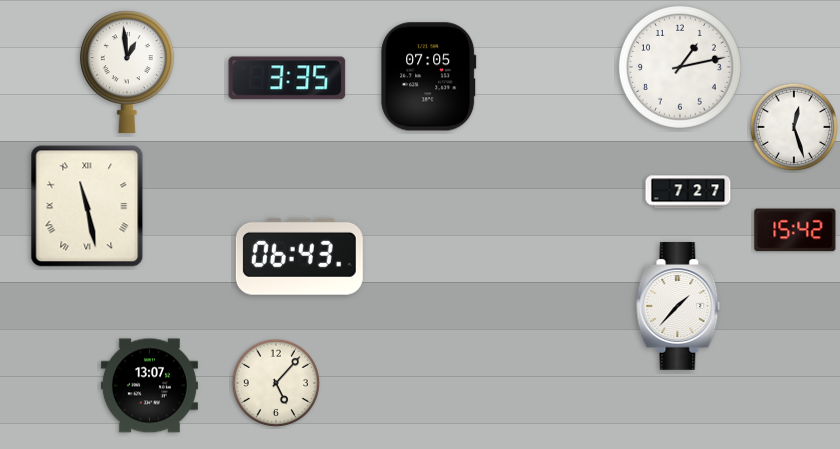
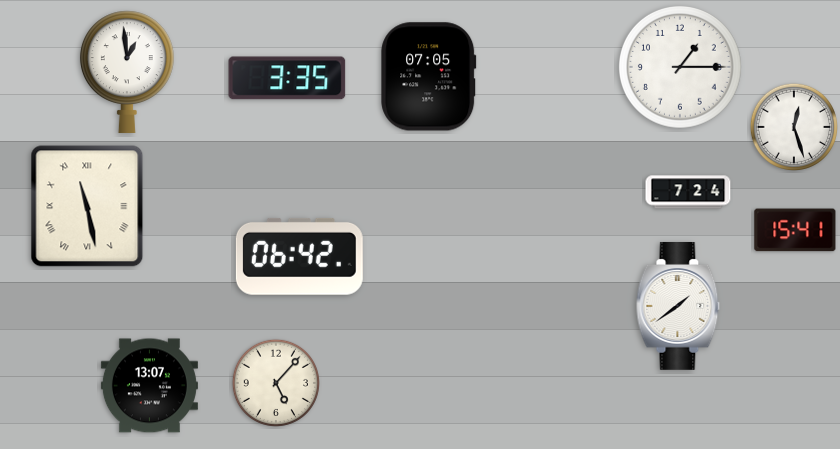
clock at (680, 67): 1:13 -> 1:15
clock at (688, 192): 7:27 -> 7:24
clock at (795, 230): 15:42 -> 15:41
clock at (299, 256): 06:43 -> 06:42
clock at (678, 306): 1:37 -> 1:39
